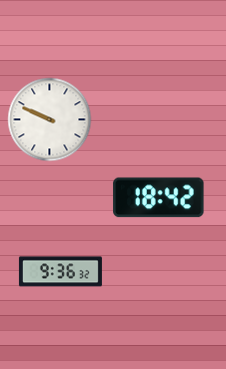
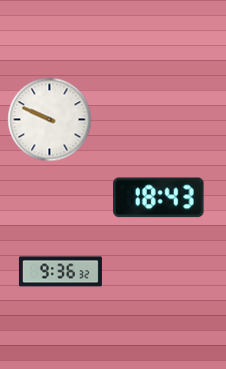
clock at (159, 198): 18:42 -> 18:43
